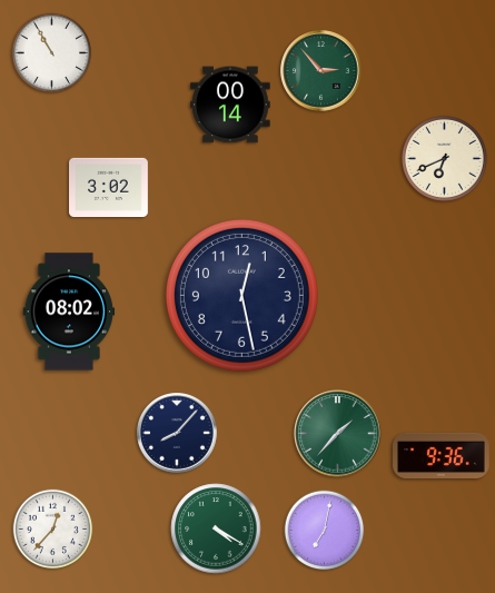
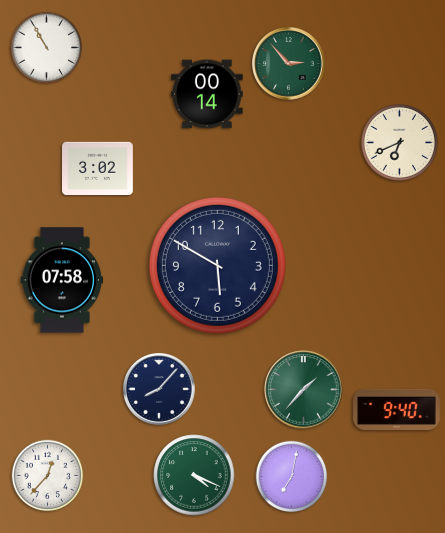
clock at (241, 295): 12:28 -> 5:50
clock at (69, 312): 08:02 -> 07:58
clock at (442, 455): 9:36 -> 9:40
clock at (216, 528): 4:20 -> 4:19
